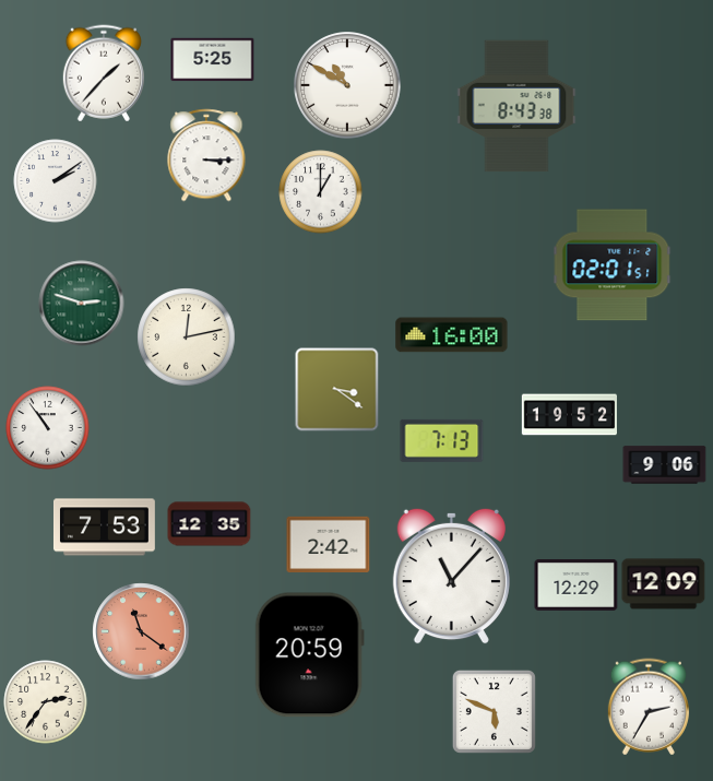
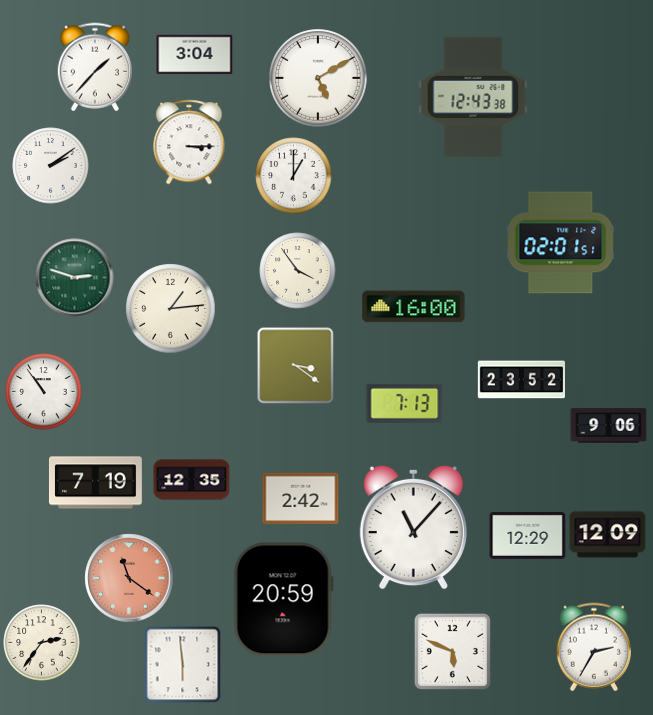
clock at (213, 60): 5:25 -> 3:04
clock at (347, 85): 10:50 -> 5:10
clock at (516, 106): 8:43 -> 12:43
clock at (298, 271): none -> 3:54
clock at (187, 338): 12:13 -> 1:14
clock at (337, 390) position: (337, 390) -> (296, 366)
clock at (569, 415): 19:52 -> 23:52
clock at (104, 528): 7:53 -> 7:19
clock at (182, 664): none -> 5:59
